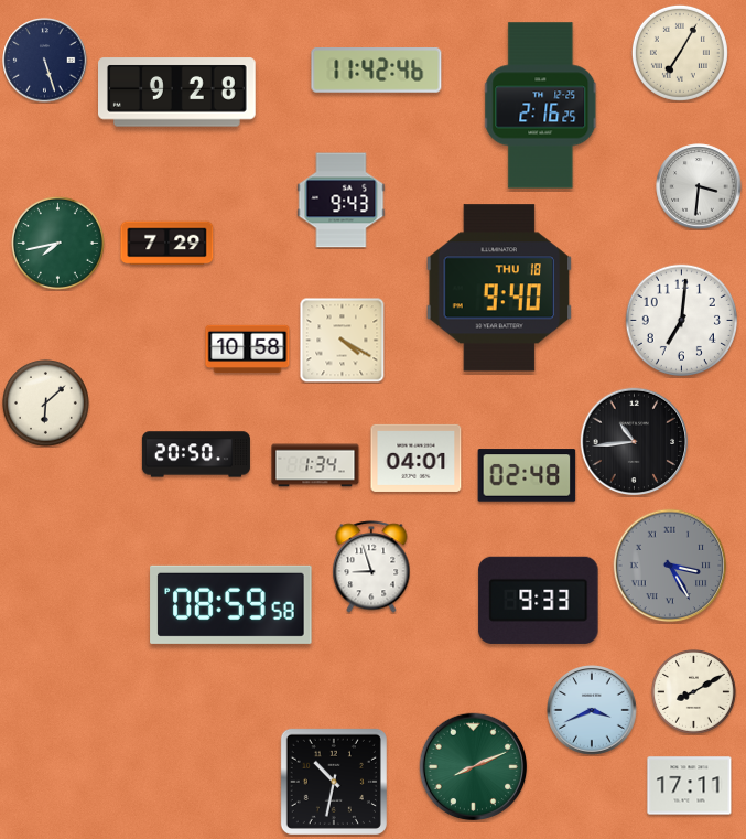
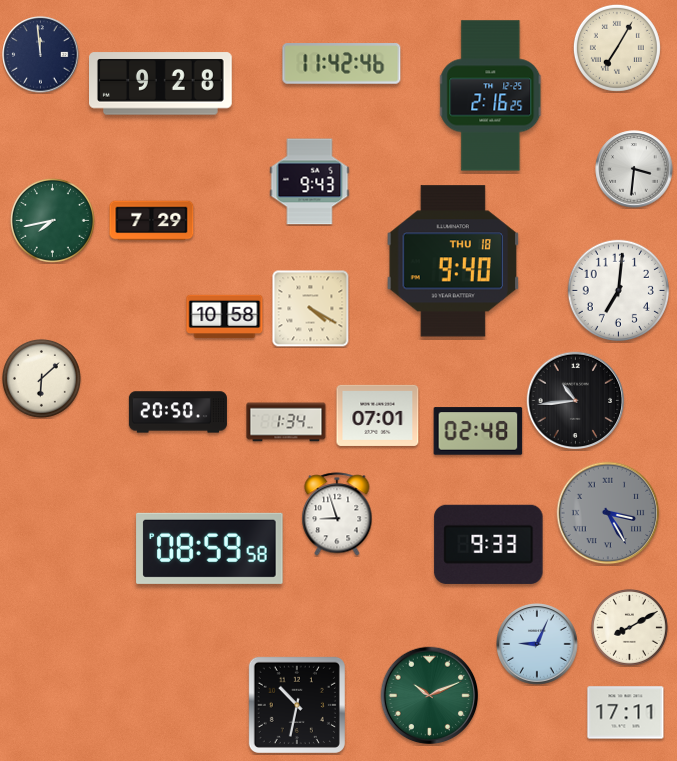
clock at (45, 61): 5:27 -> 11:59
clock at (45, 402) position: (45, 402) -> (41, 378)
clock at (417, 458): 04:01 -> 07:01
clock at (592, 710): 3:41 -> 9:04
clock at (474, 767): 8:11 -> 10:11
clock at (334, 782) position: (334, 782) -> (297, 705)
